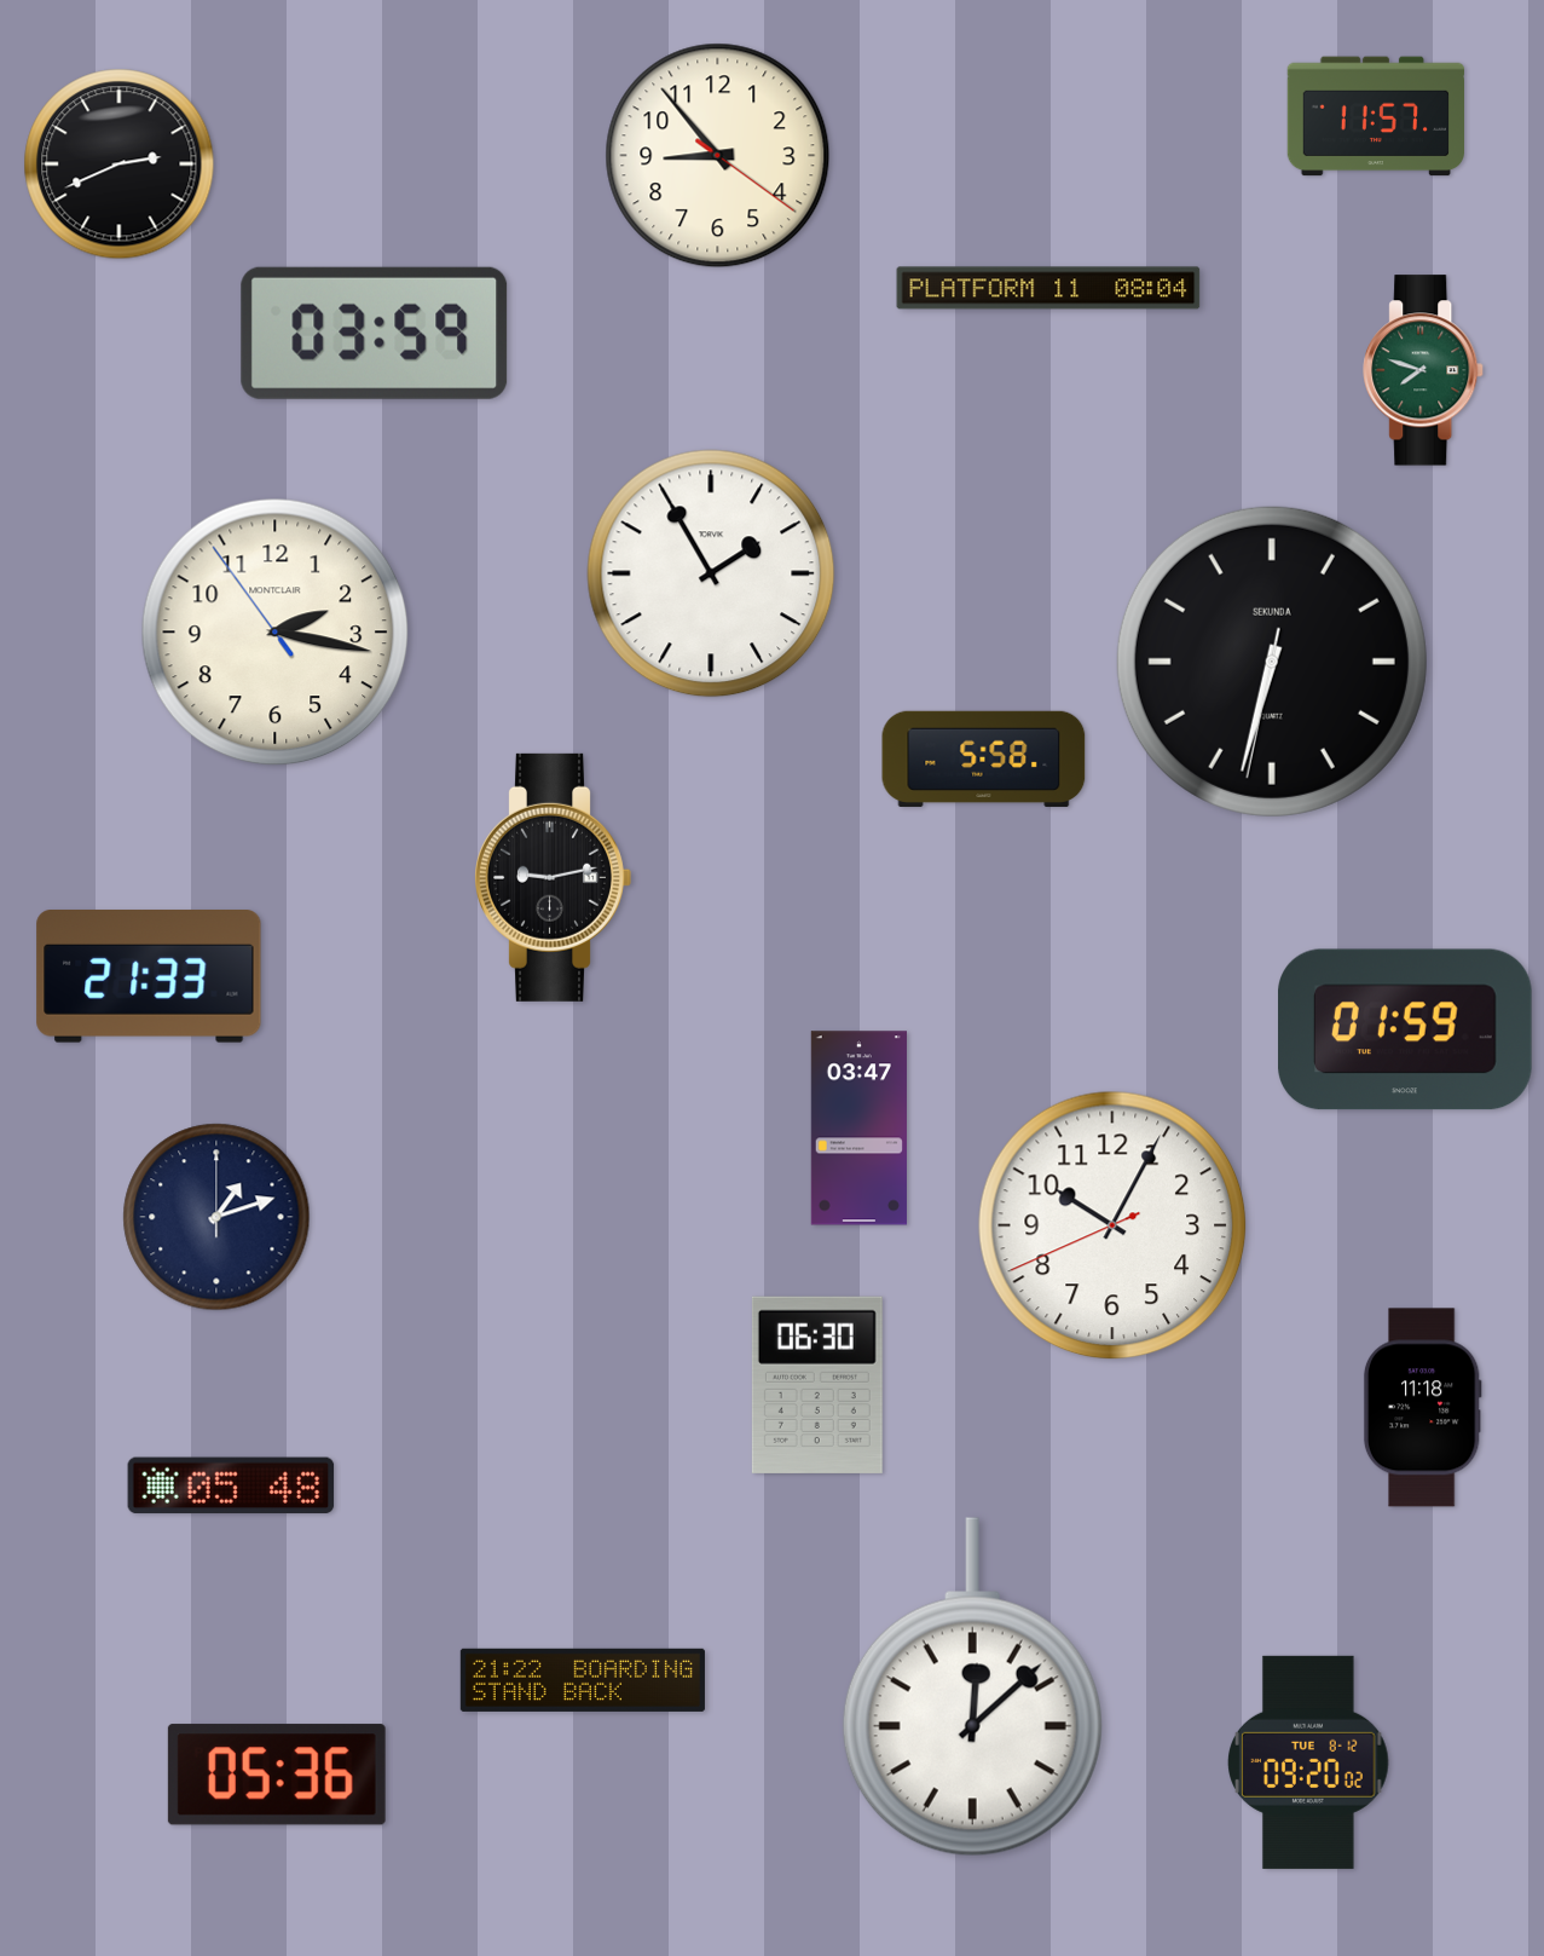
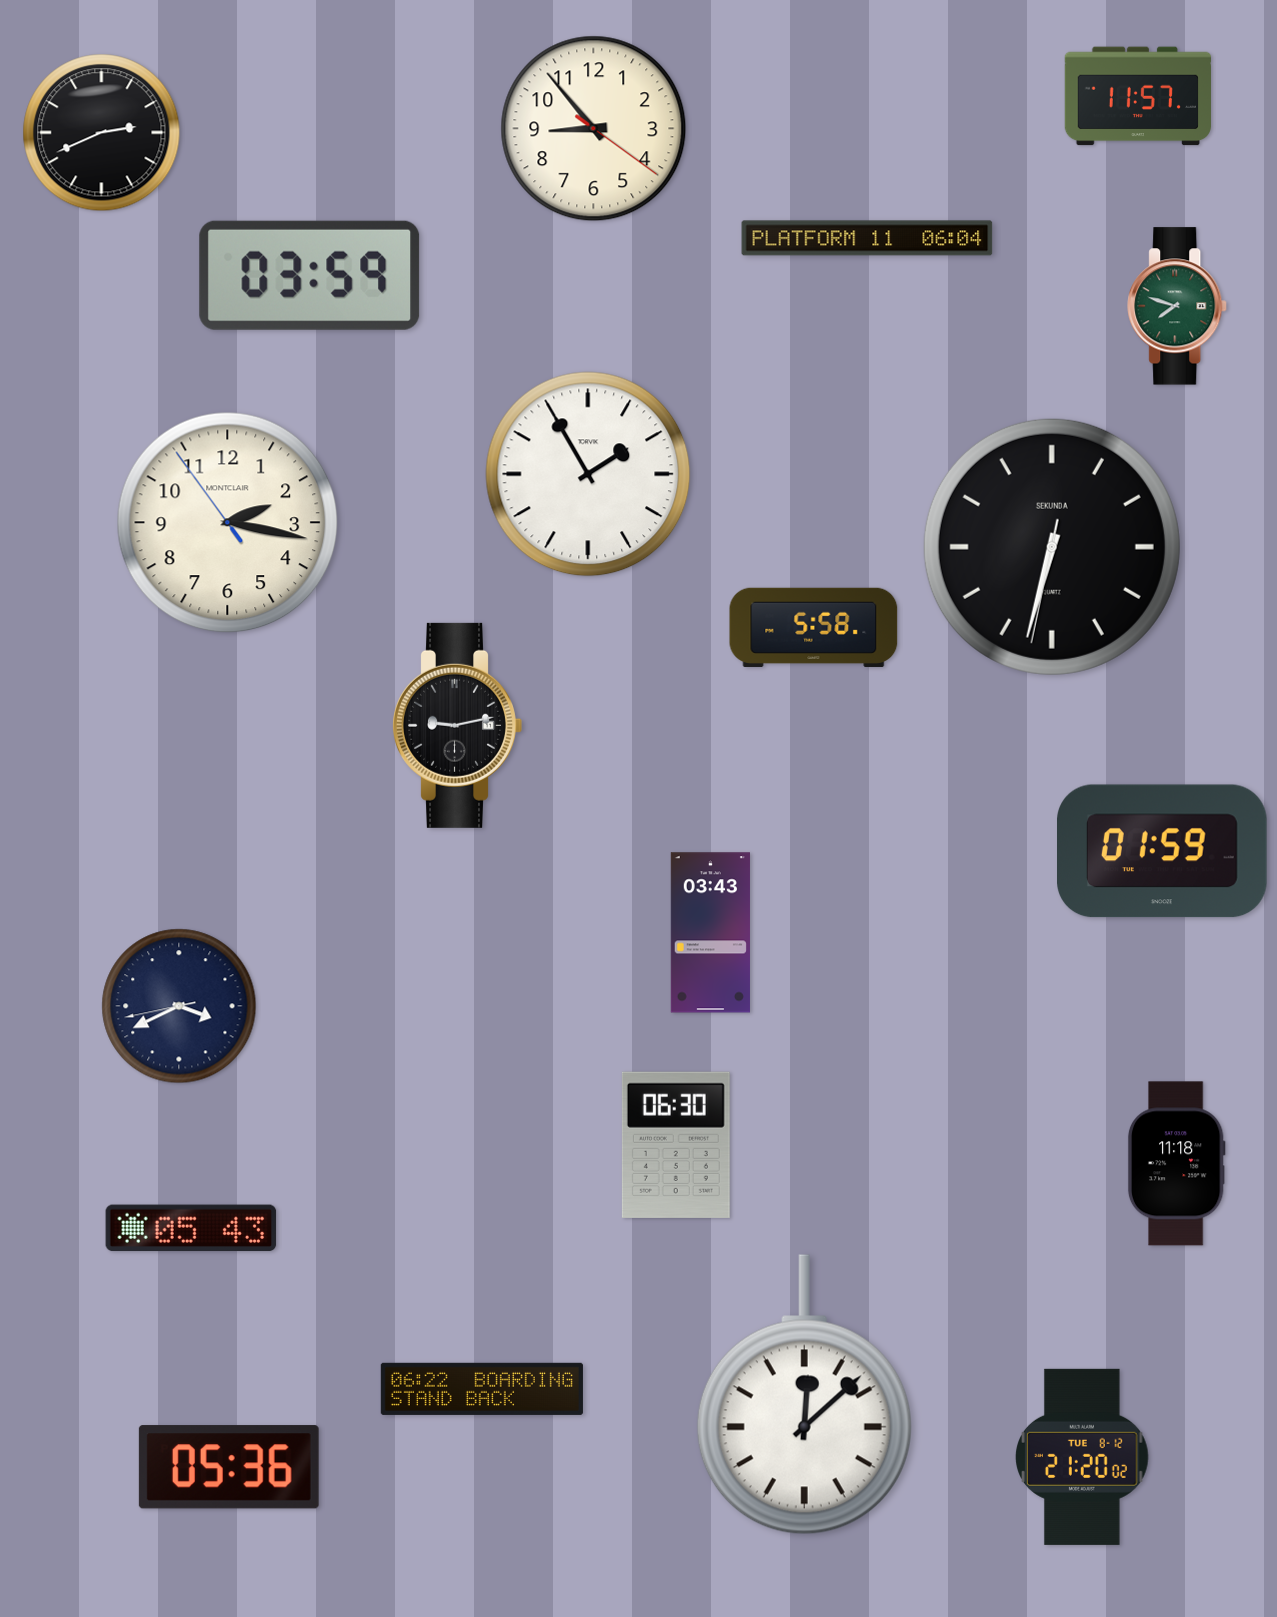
clock at (120, 165) position: (120, 165) -> (102, 133)
clock at (1048, 288): 08:04 -> 06:04
clock at (149, 976): 21:33 -> none
clock at (858, 1129): 03:47 -> 03:43
clock at (216, 1217): 1:12 -> 3:40
clock at (1112, 1225): 10:04 -> none
clock at (231, 1485): 05:48 -> 05:43
clock at (583, 1680): 21:22 -> 06:22
clock at (1309, 1762): 09:20 -> 21:20
